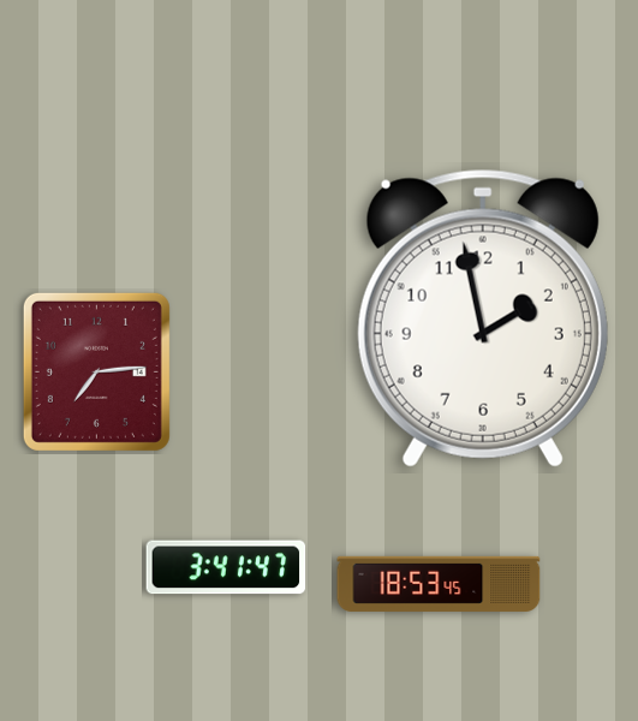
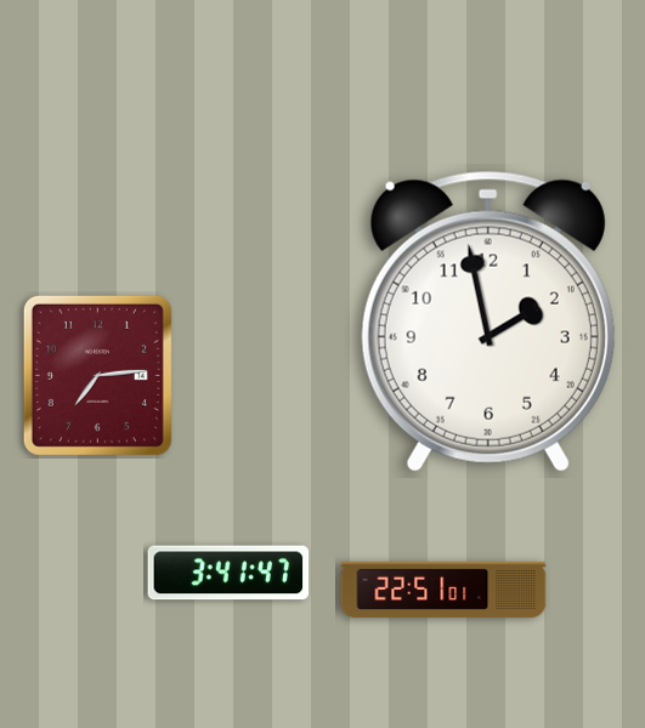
clock at (439, 584): 18:53 -> 22:51
